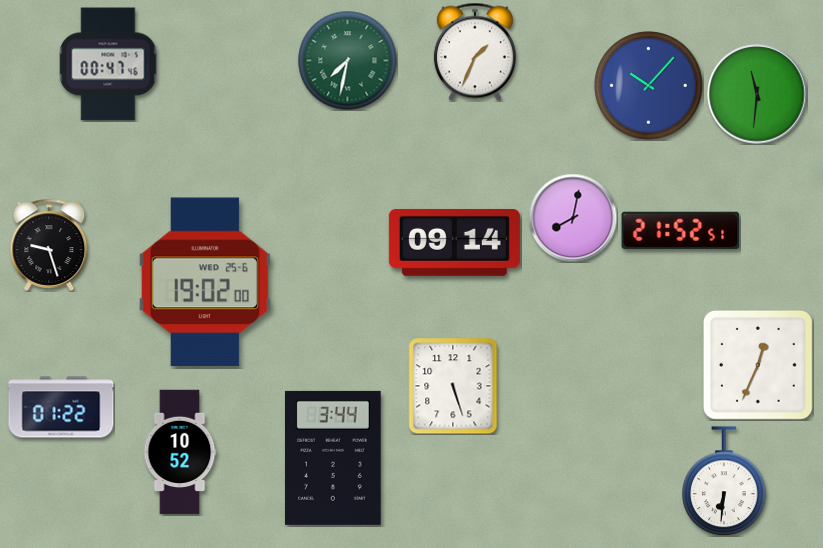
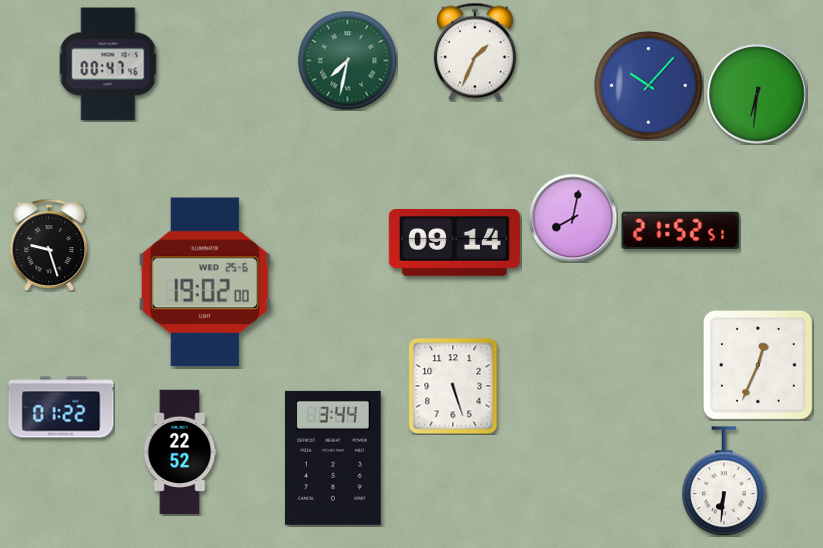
clock at (757, 94): 11:31 -> 6:31
clock at (180, 452): 10:52 -> 22:52
